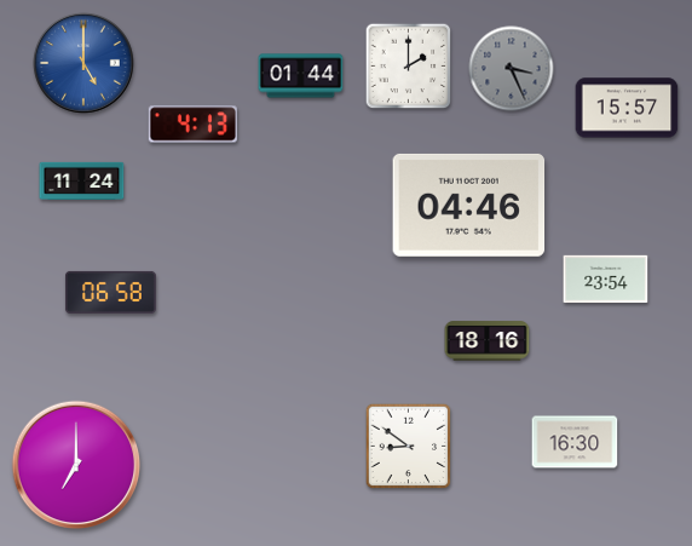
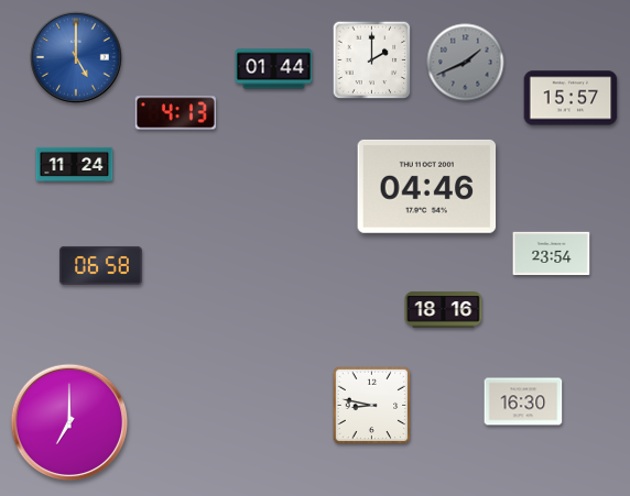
clock at (512, 69): 3:26 -> 1:41
clock at (409, 447): 8:51 -> 8:47
